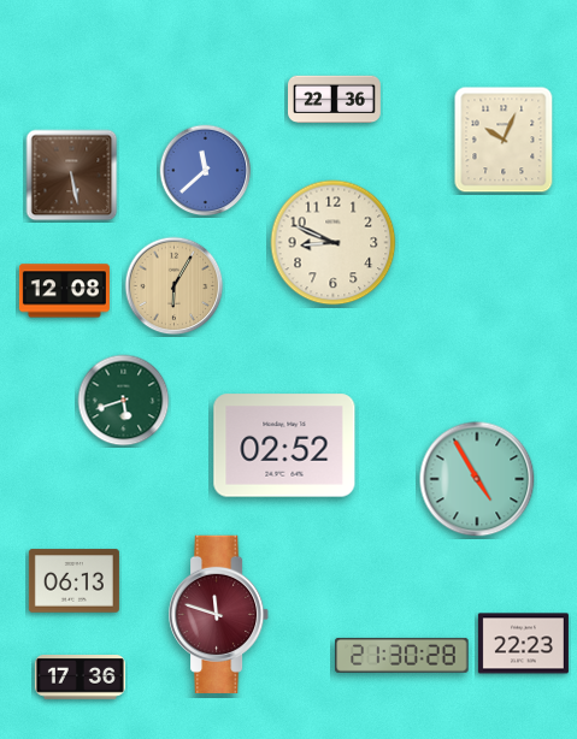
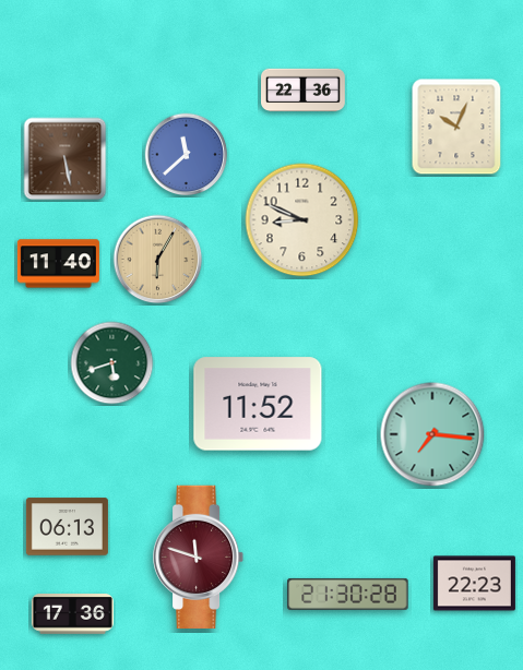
clock at (64, 291): 12:08 -> 11:40
clock at (284, 445): 02:52 -> 11:52
clock at (477, 479): 4:55 -> 7:16
clock at (402, 655) position: (402, 655) -> (348, 594)
